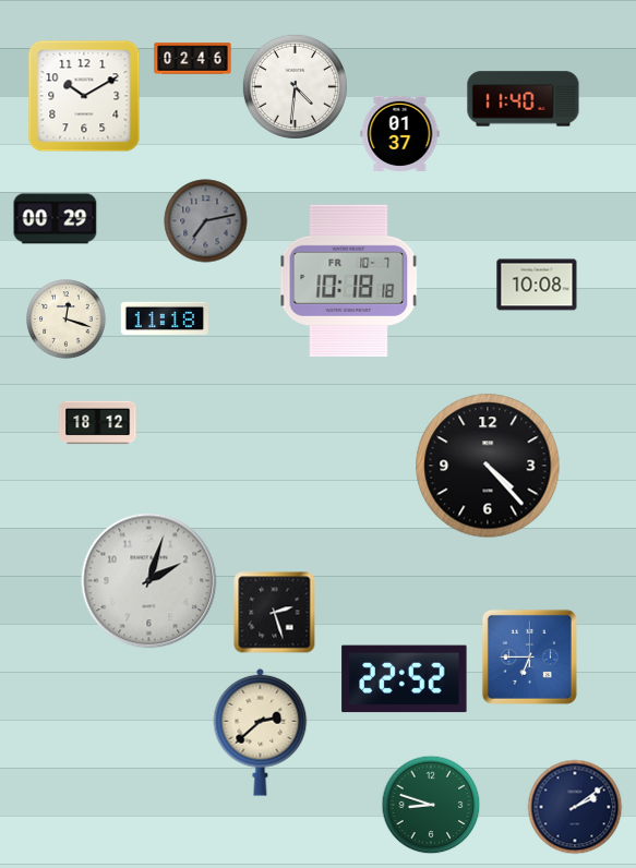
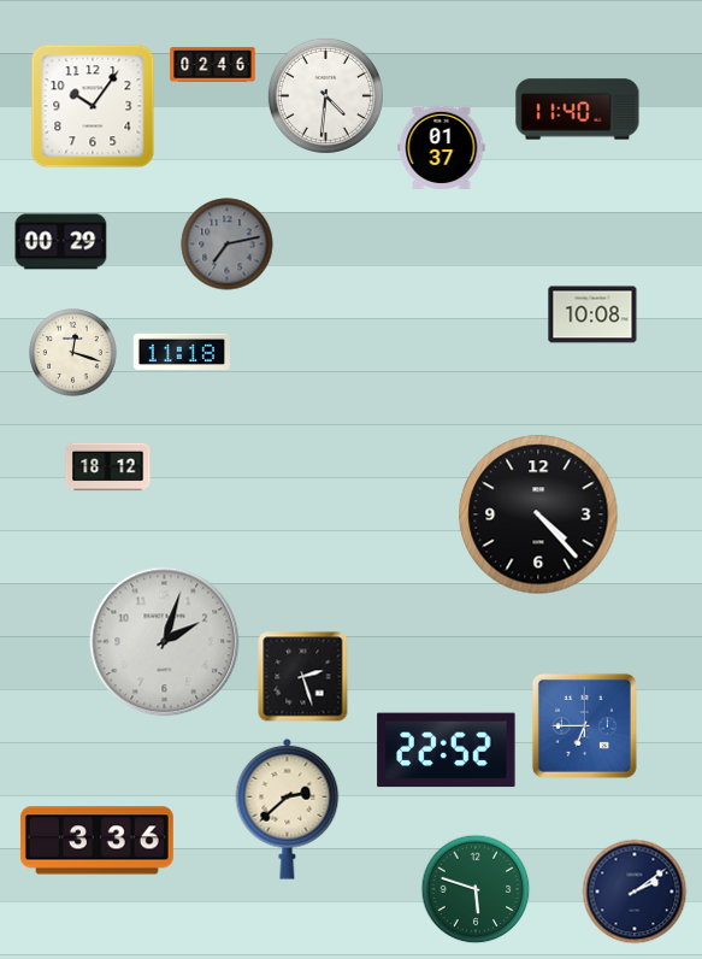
clock at (84, 96): 10:10 -> 10:06
clock at (349, 280): 10:18 -> none
clock at (96, 841): none -> 3:36
clock at (431, 805): 8:48 -> 5:48
